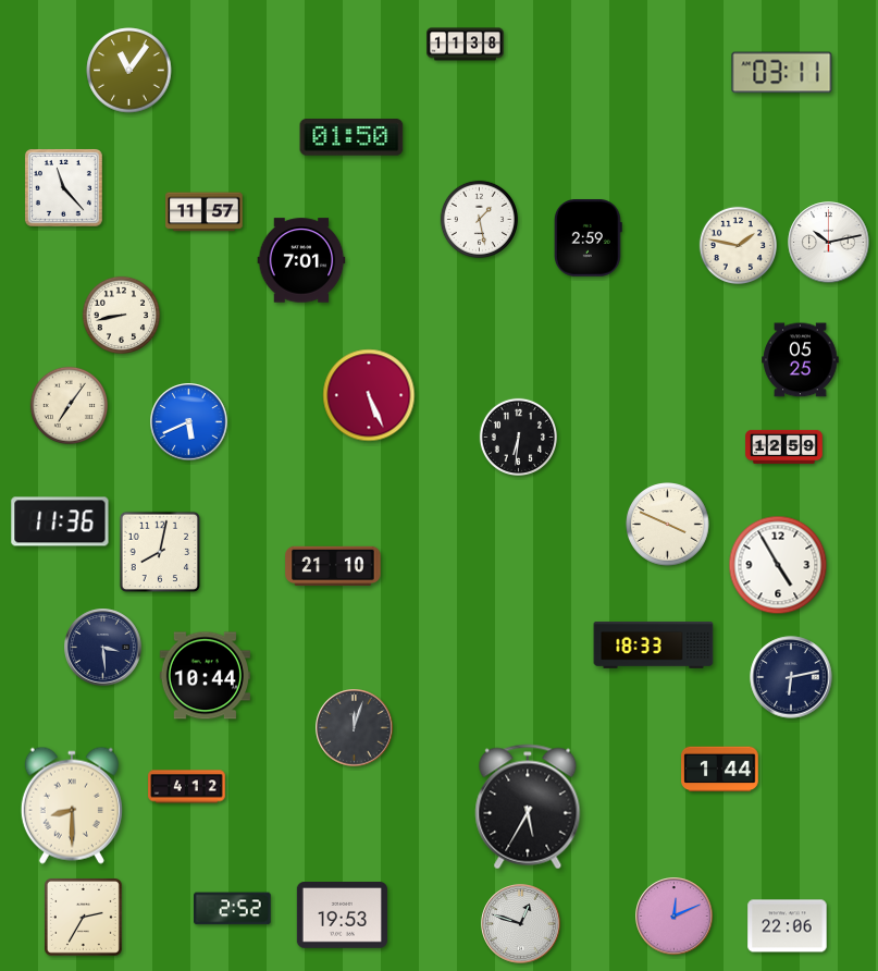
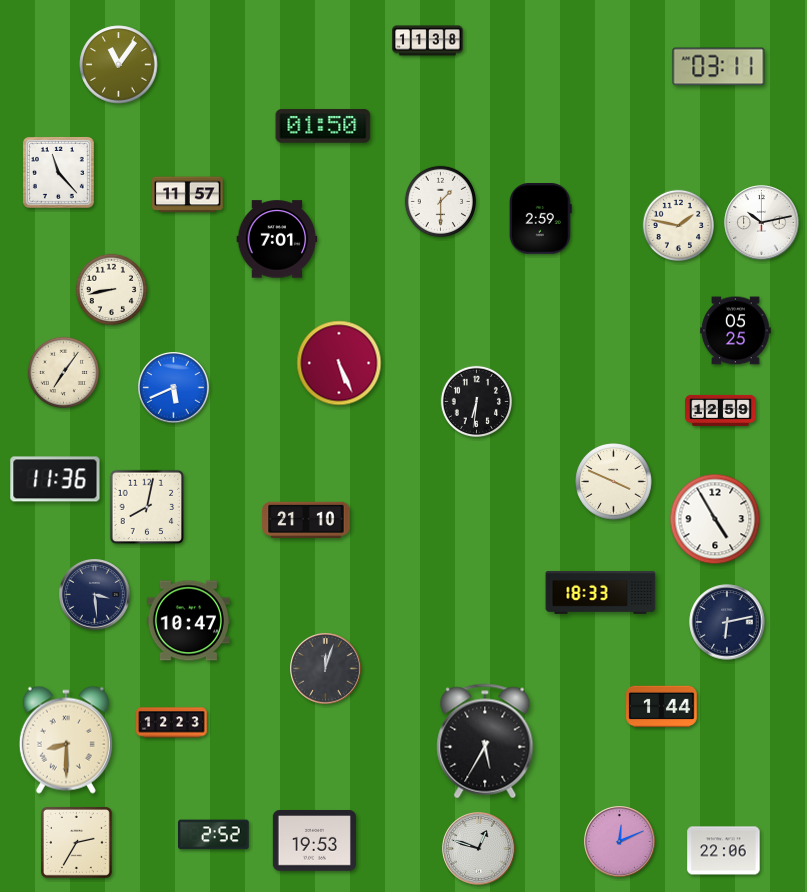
clock at (479, 219): 1:28 -> 1:30
clock at (205, 676): 10:44 -> 10:47
clock at (187, 787): 4:12 -> 12:23
